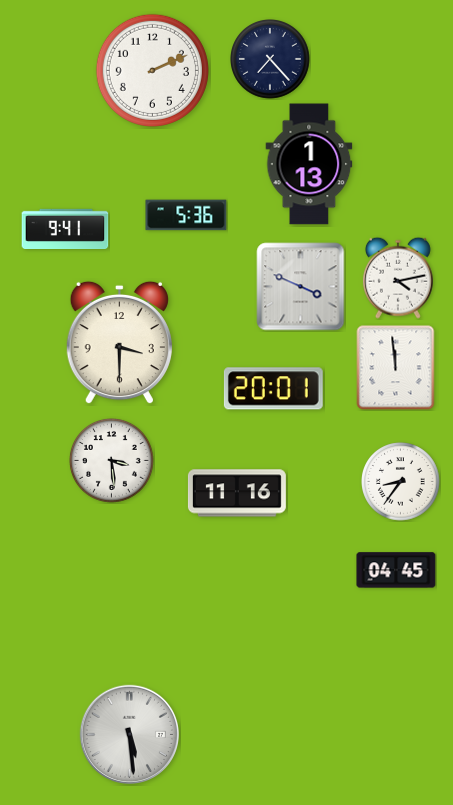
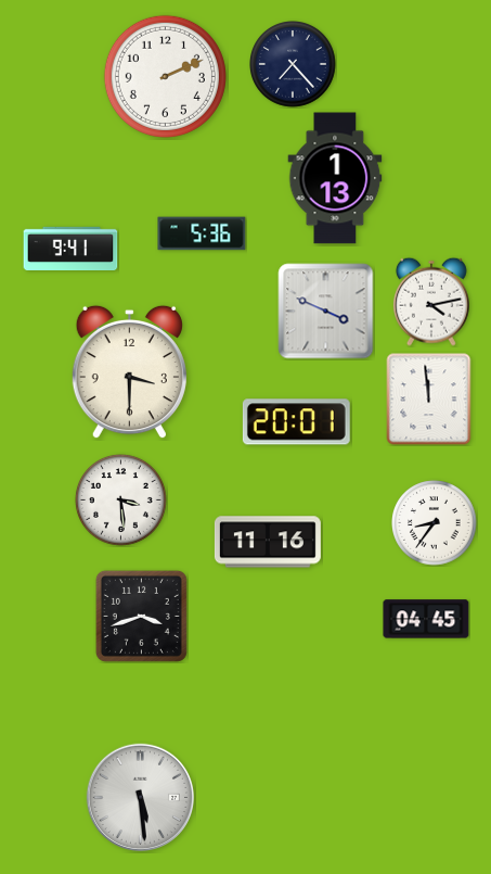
clock at (237, 493) position: (237, 493) -> (268, 542)
clock at (141, 616): none -> 3:42
clock at (396, 570) position: (396, 570) -> (426, 619)
